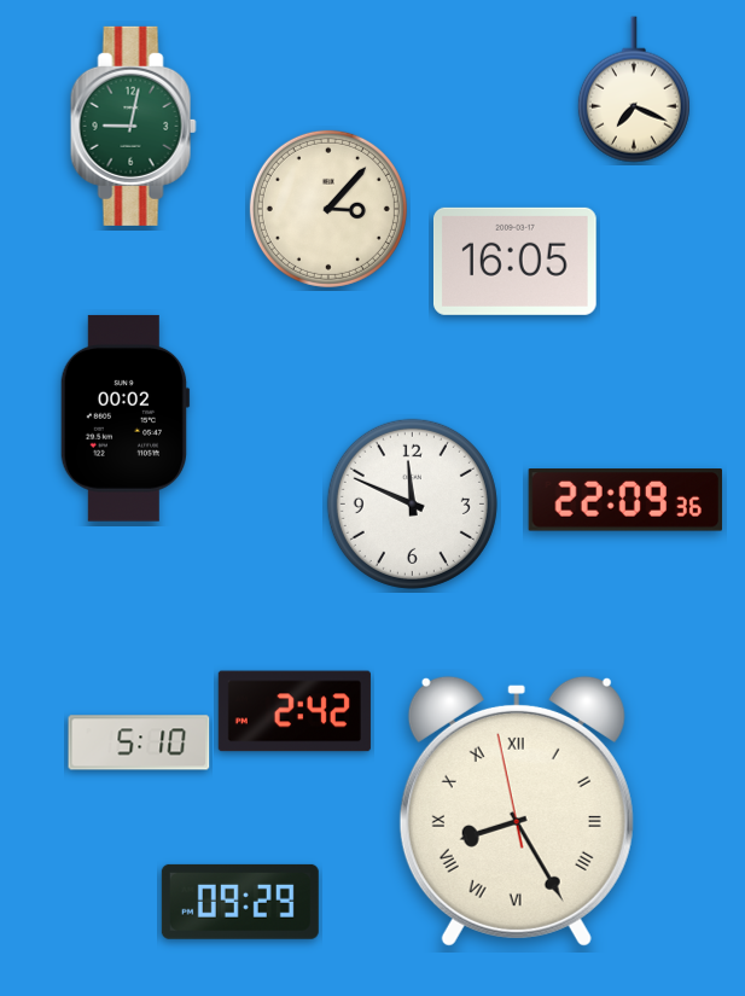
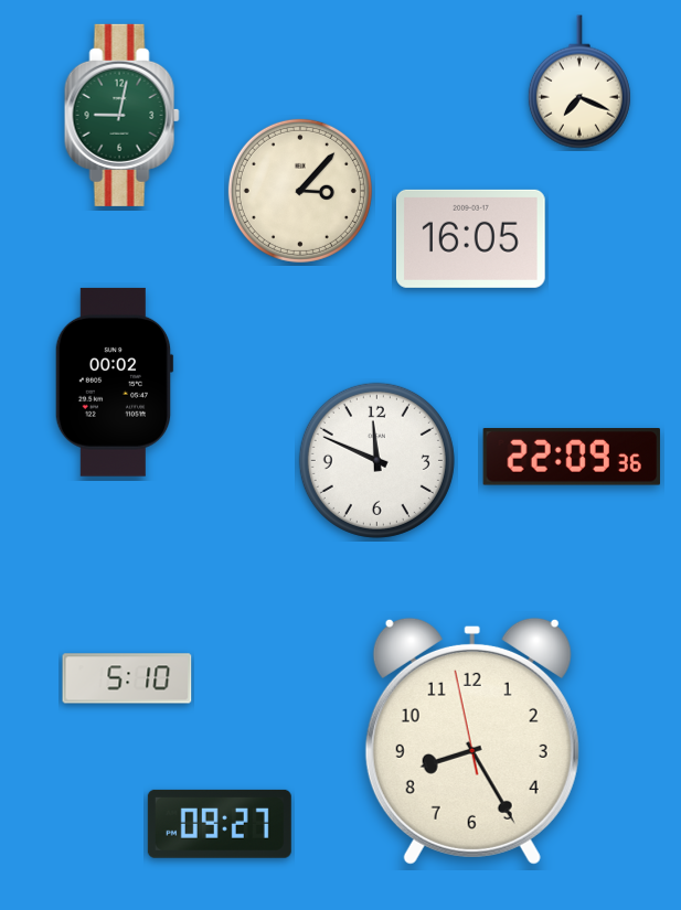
clock at (295, 711): 2:42 -> none
clock at (517, 811) numerals: Roman -> Arabic
clock at (240, 902): 09:29 -> 09:27
